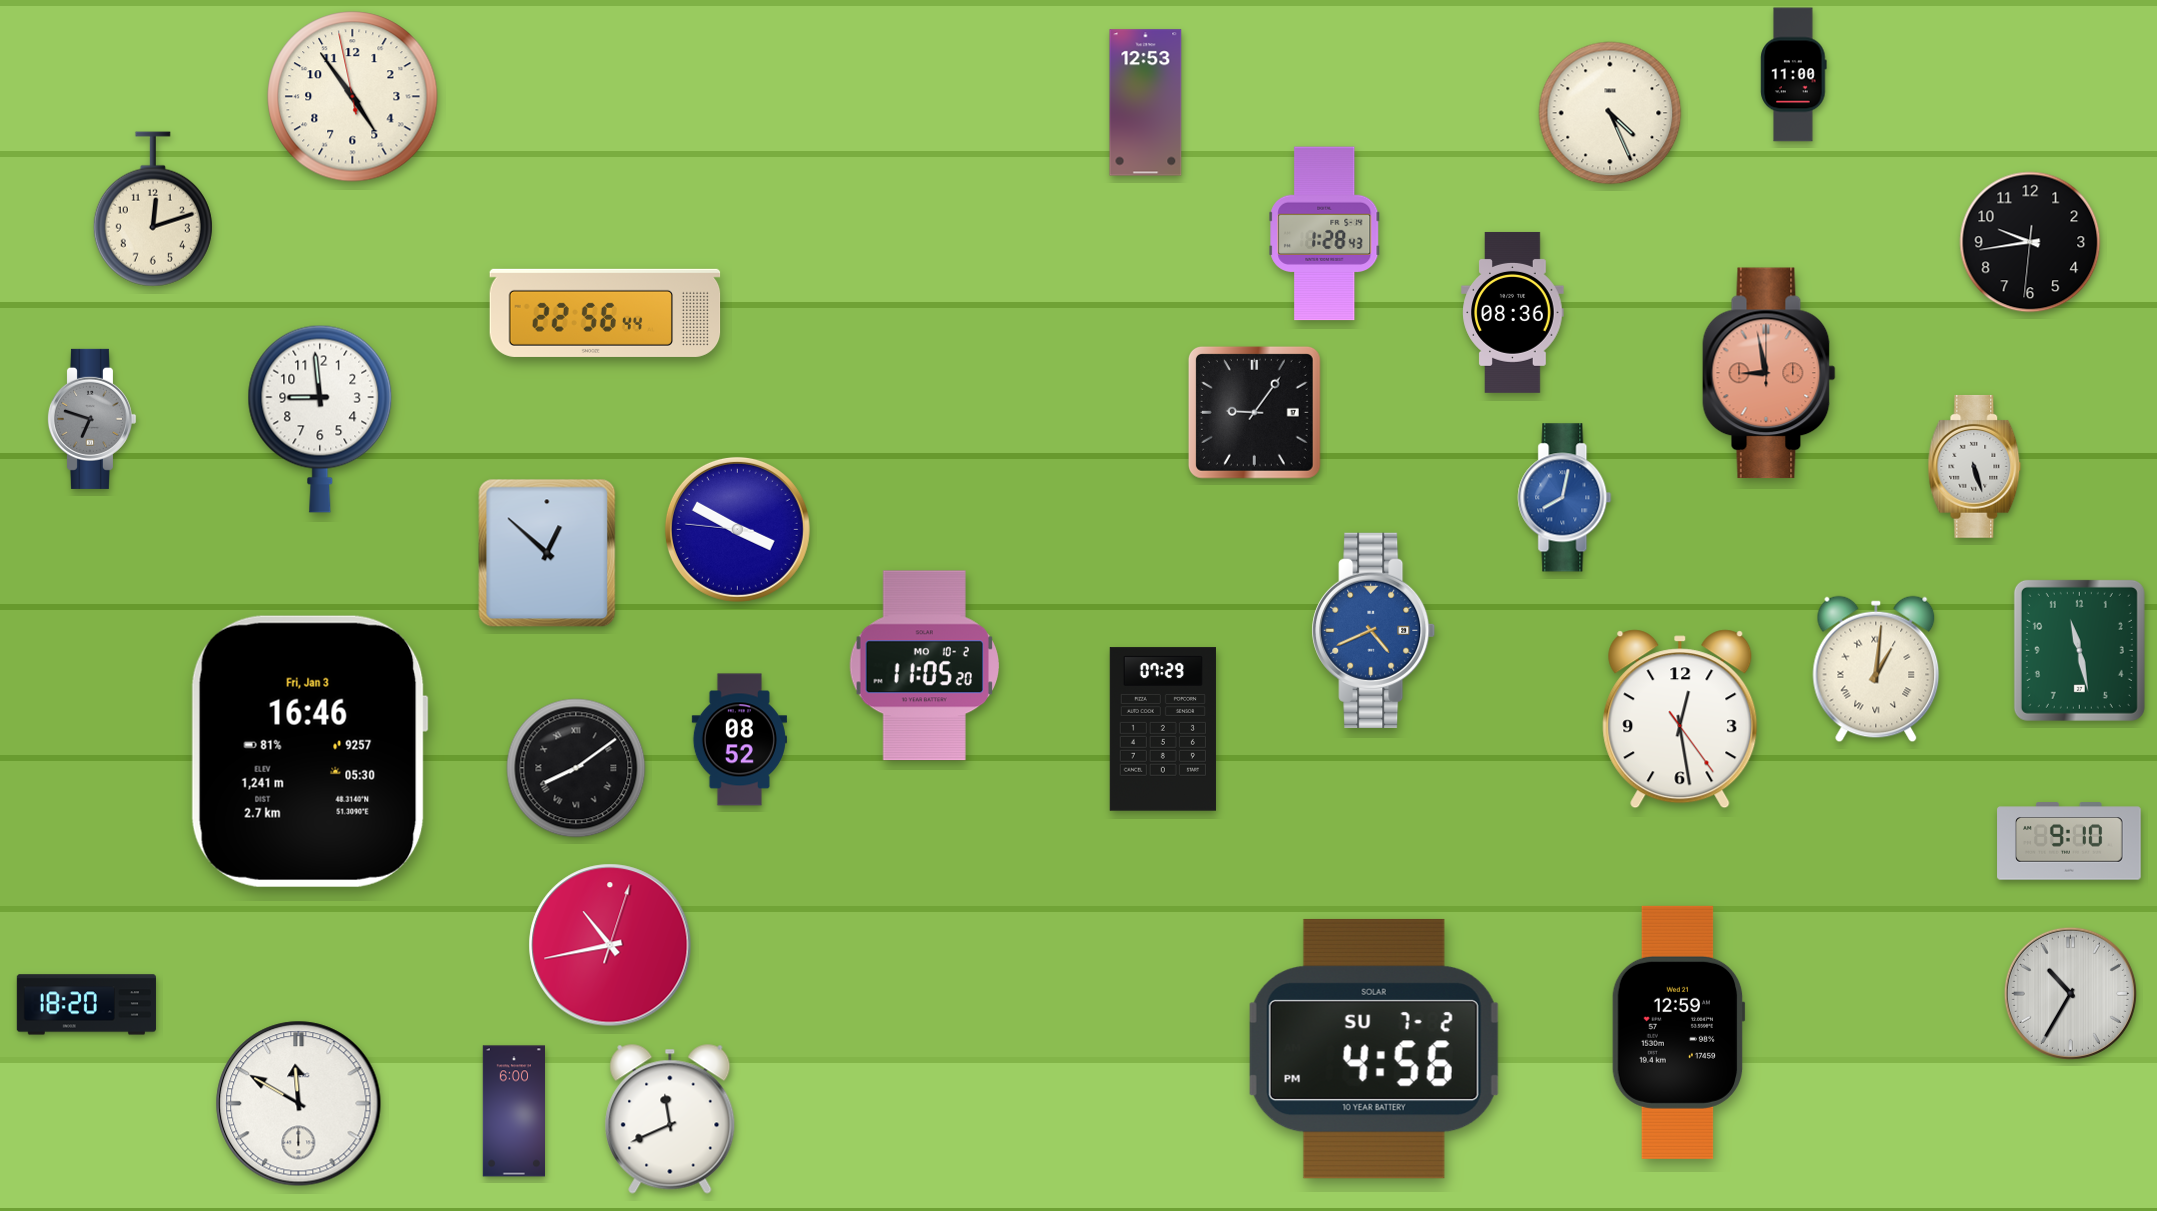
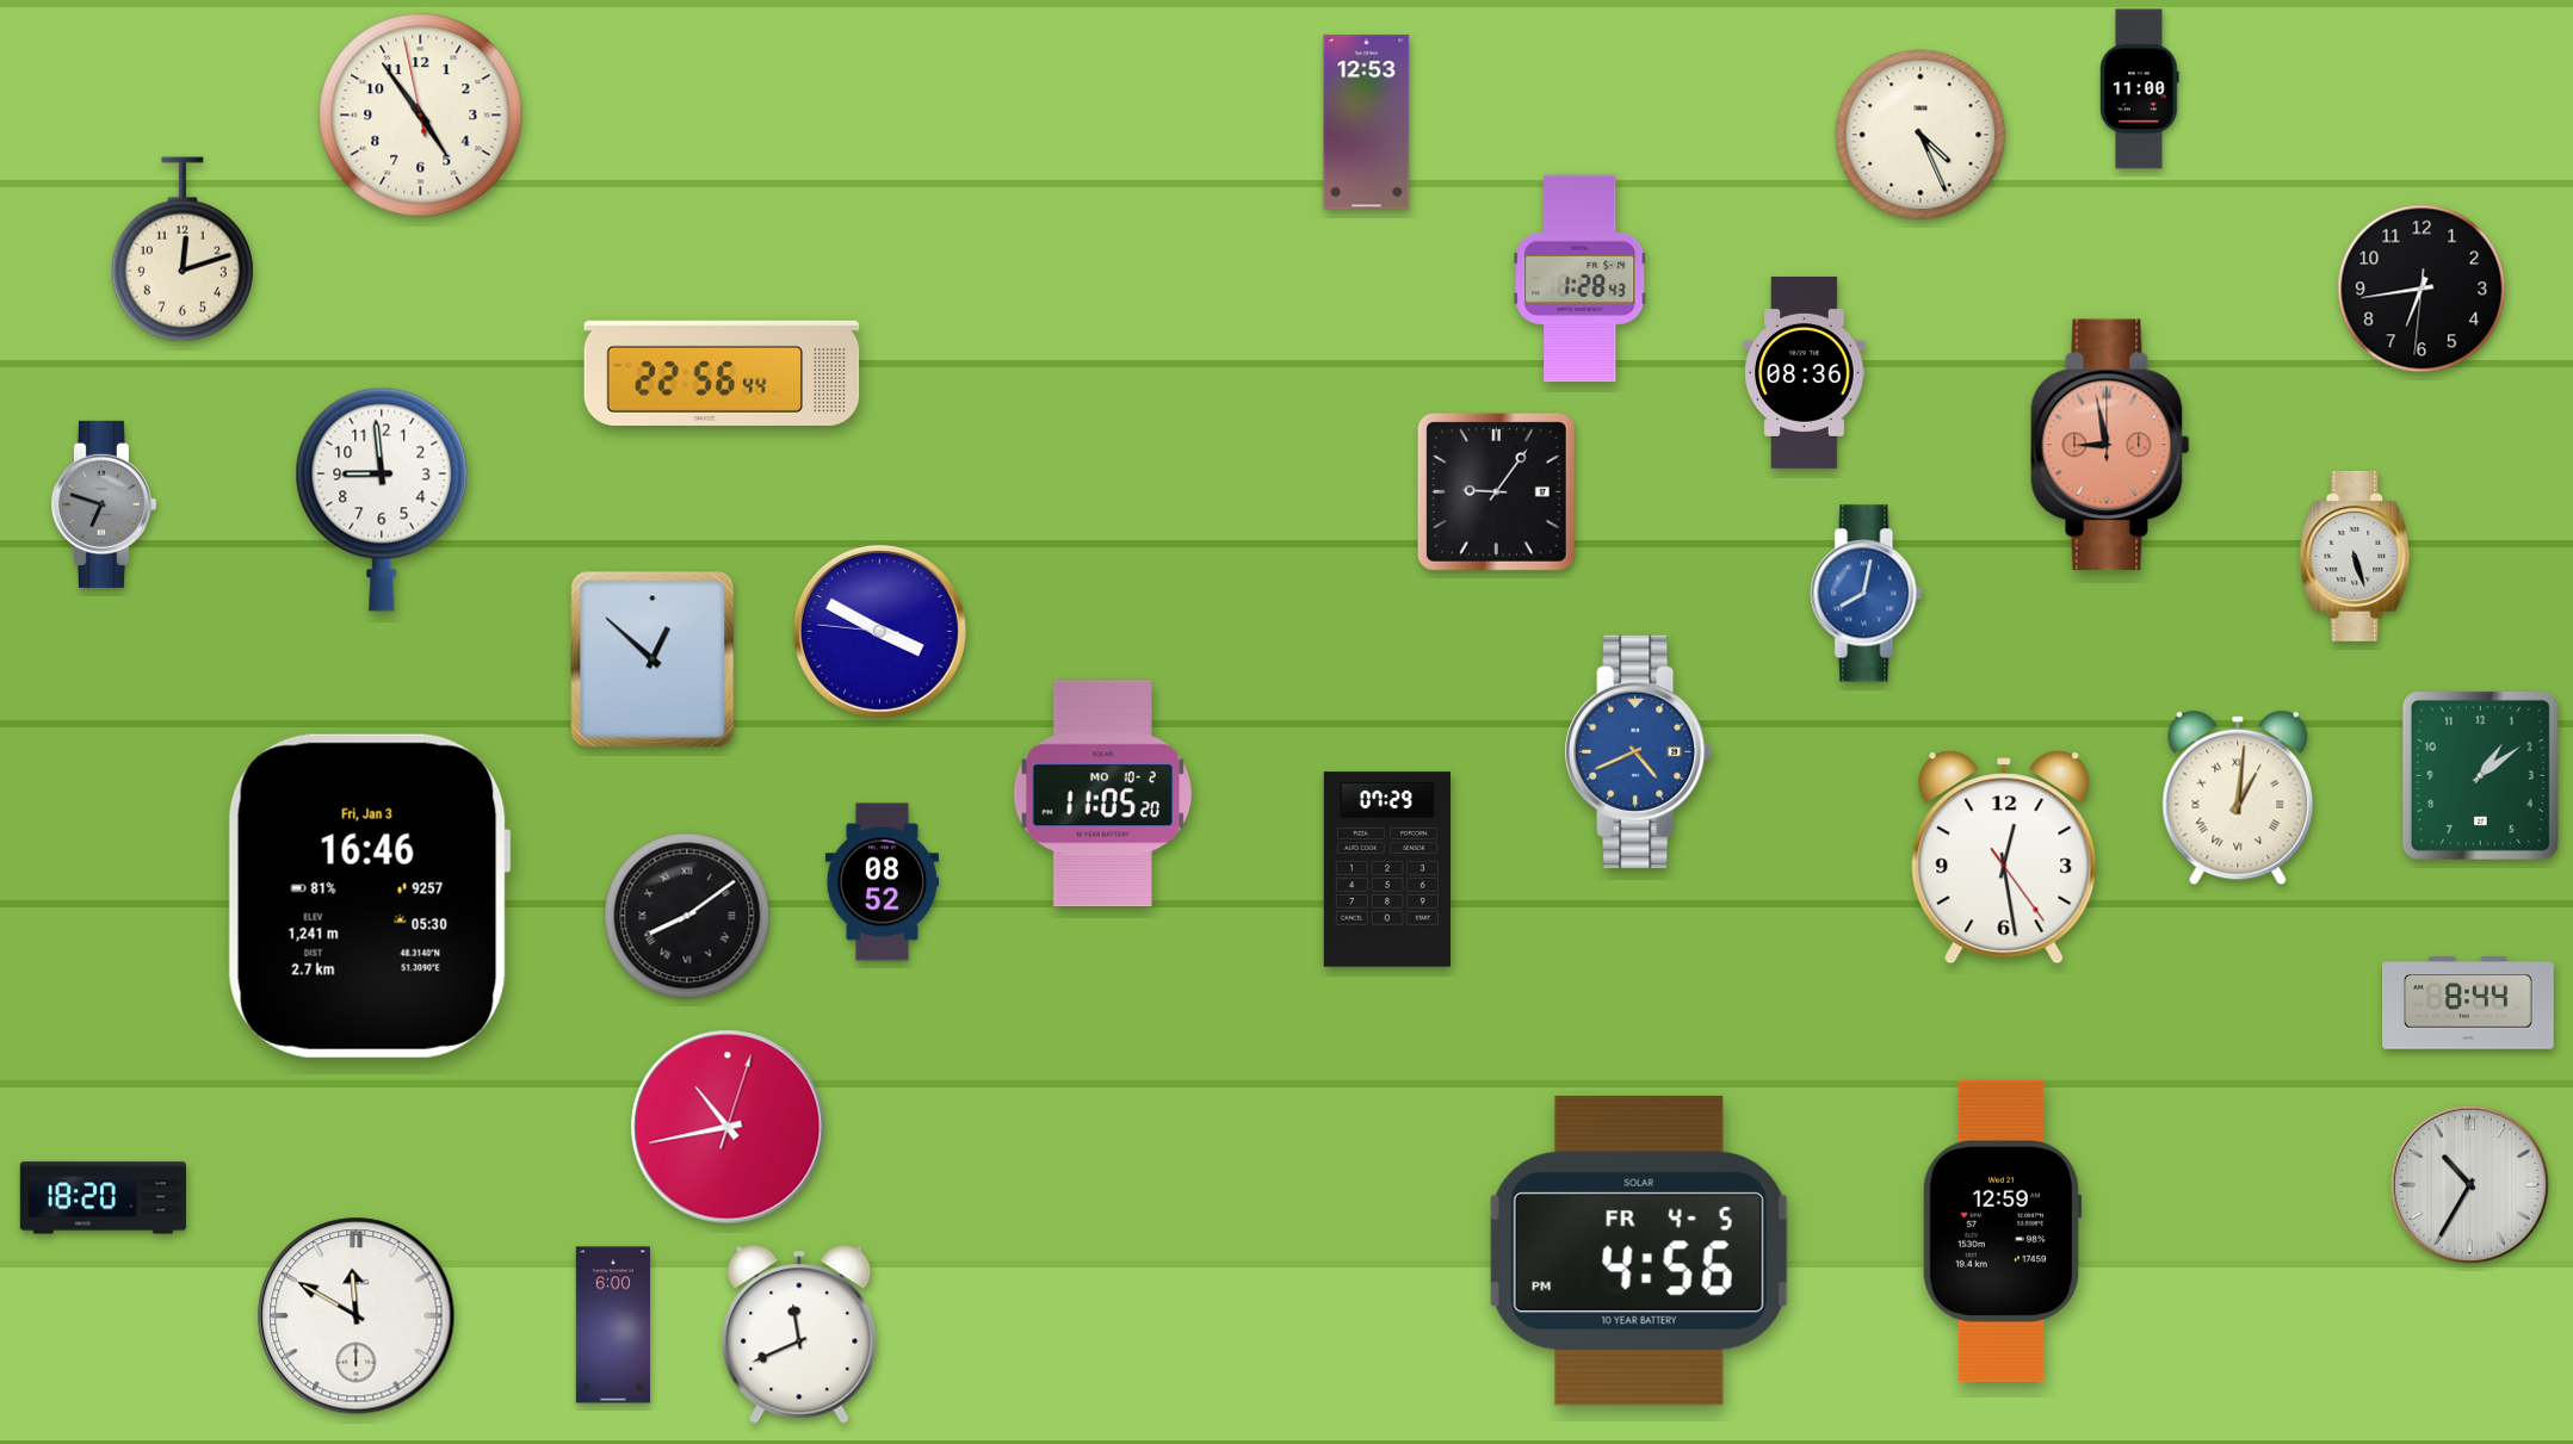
clock at (2030, 242): 9:43 -> 6:43
clock at (91, 419) position: (91, 419) -> (103, 504)
clock at (2079, 650): 11:28 -> 1:09
clock at (2069, 841): 9:10 -> 8:44
clock at (1374, 1049) date: SU 7-2 -> FR 4-5
